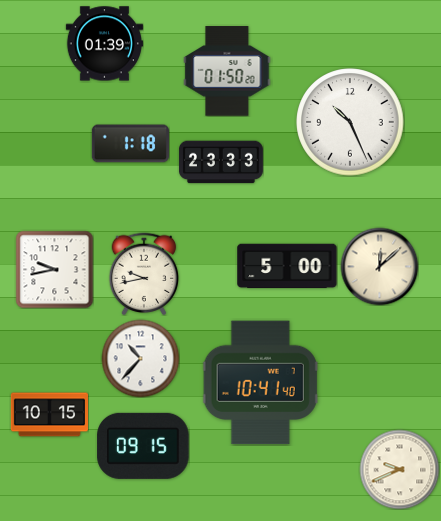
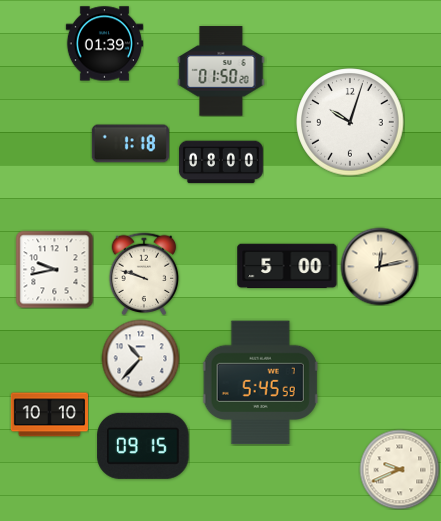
clock at (227, 71) position: (227, 71) -> (221, 71)
clock at (350, 122): 10:26 -> 10:03
clock at (221, 162): 23:33 -> 08:00
clock at (379, 266): 12:08 -> 12:13
clock at (144, 274): 9:43 -> 9:48
clock at (260, 383): 10:41 -> 5:45
clock at (49, 415): 10:15 -> 10:10
